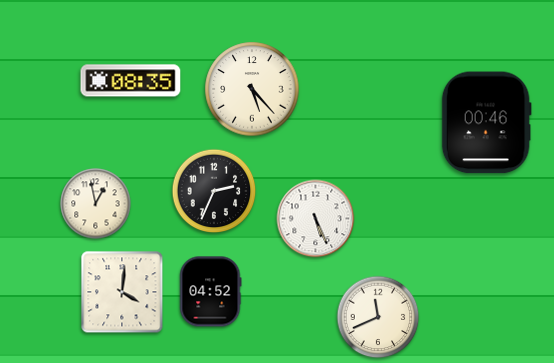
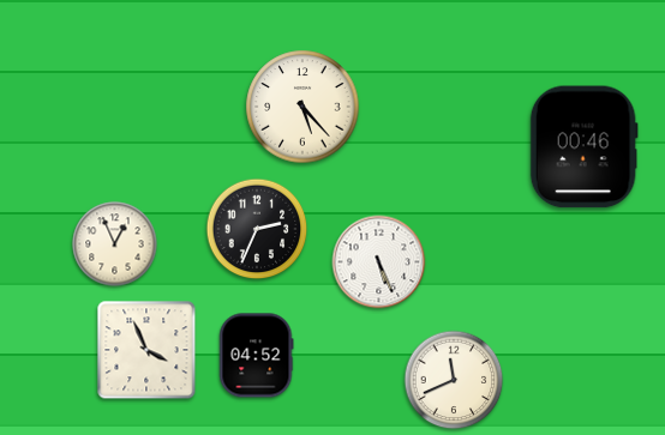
clock at (131, 81): 08:35 -> none
clock at (96, 204): 12:58 -> 12:56
clock at (122, 292): 4:01 -> 3:56
clock at (211, 292) position: (211, 292) -> (257, 356)
